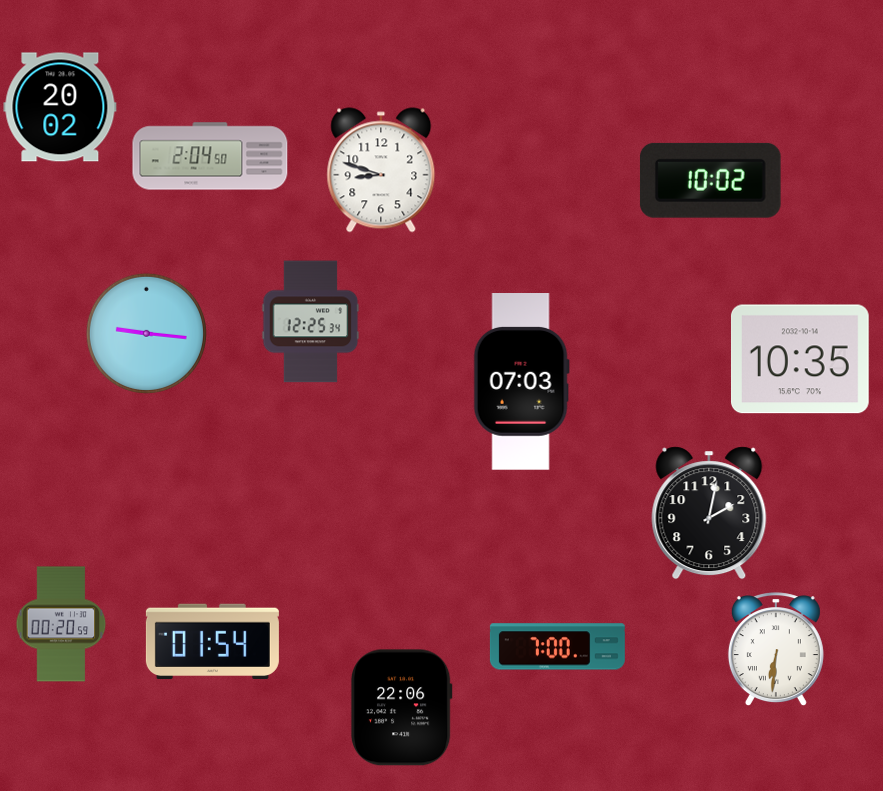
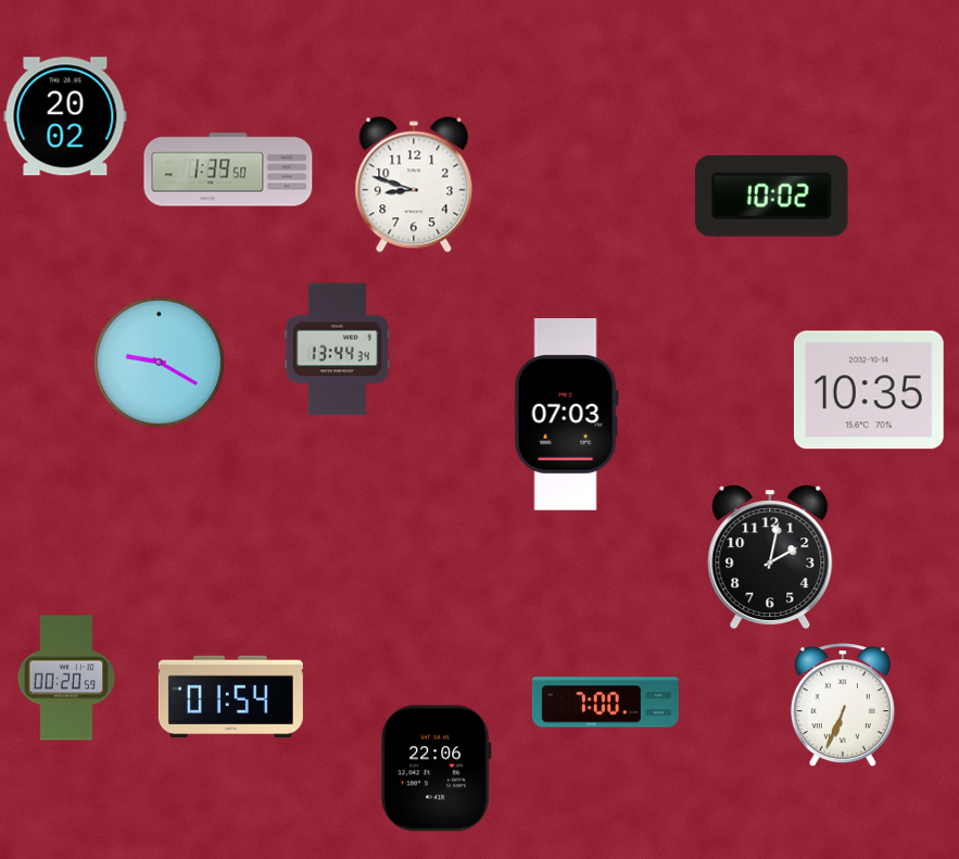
clock at (210, 156): 2:04 -> 1:39
clock at (311, 322): 12:25 -> 13:44
clock at (146, 333): 9:16 -> 9:20
clock at (776, 650): 6:31 -> 6:34
